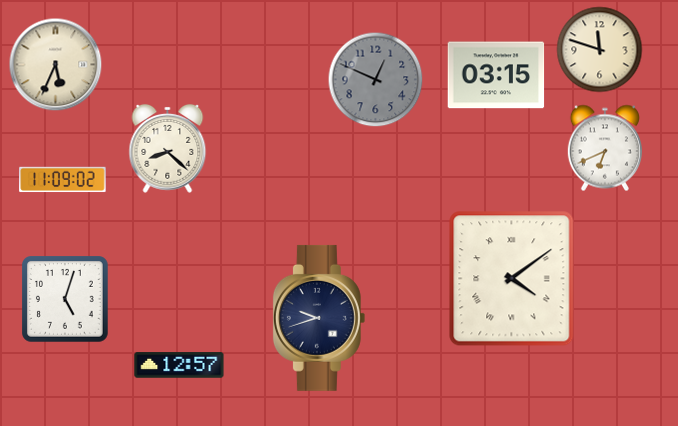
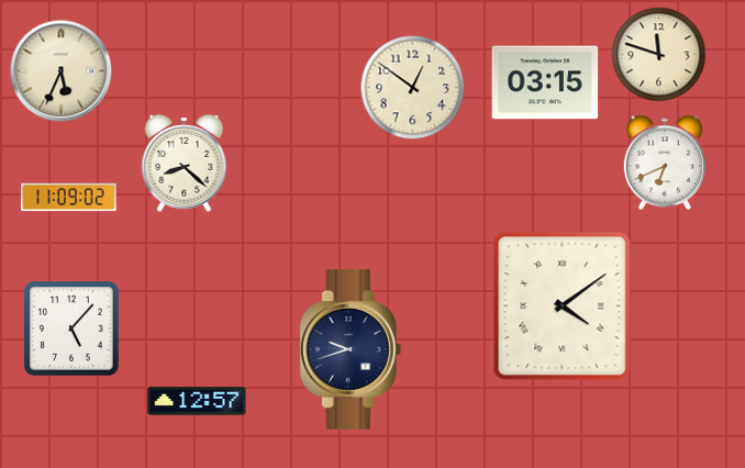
clock at (376, 80): 12:49 -> 12:51
clock at (376, 80) dial: grey -> cream
clock at (66, 300): 5:03 -> 5:07
